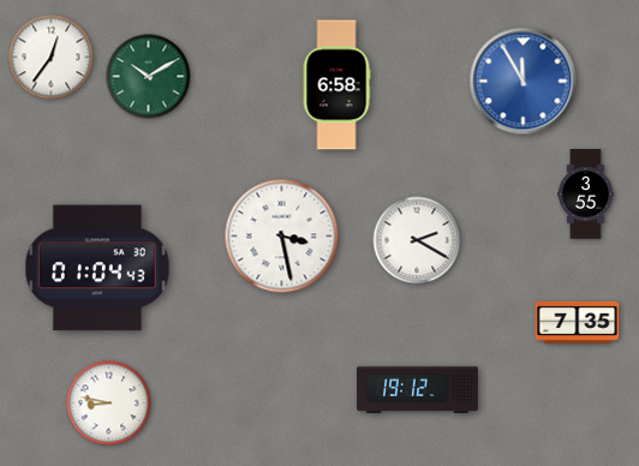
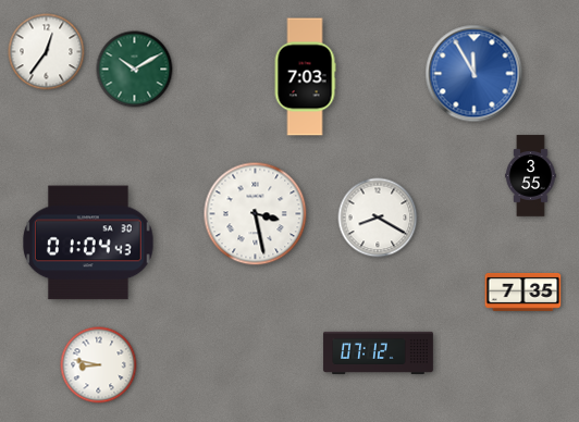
clock at (336, 85): 6:58 -> 7:03
clock at (417, 240): 2:20 -> 8:20
clock at (418, 389): 19:12 -> 07:12
